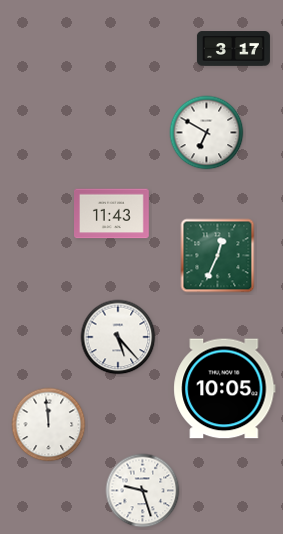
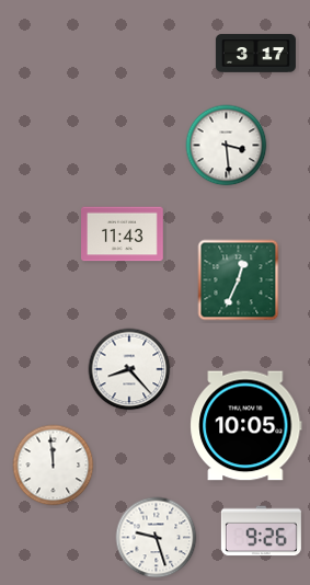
clock at (207, 133): 6:50 -> 3:29
clock at (118, 337): 5:23 -> 8:23
clock at (261, 531): none -> 9:26
